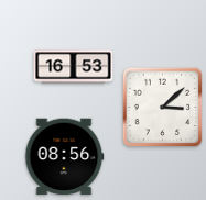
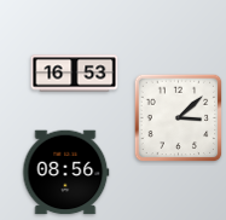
clock at (74, 67) position: (74, 67) -> (75, 74)
clock at (65, 157) position: (65, 157) -> (66, 173)
